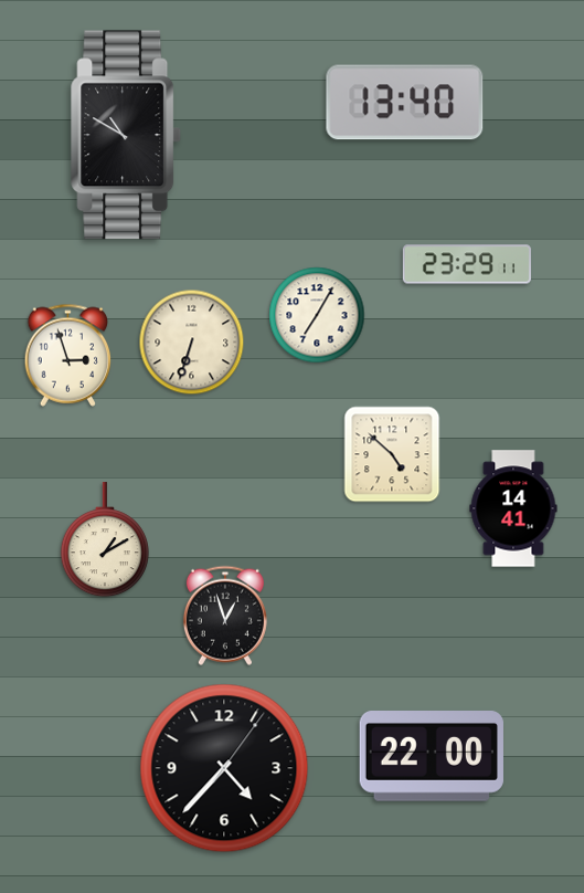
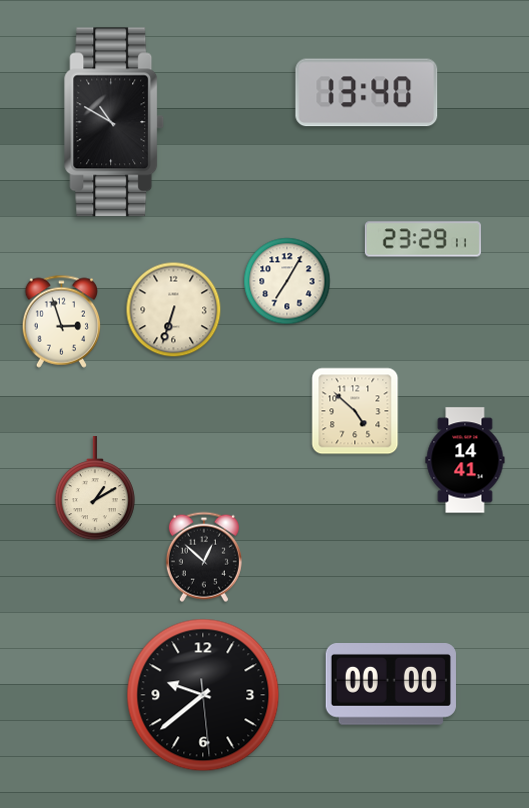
clock at (317, 315) position: (317, 315) -> (287, 281)
clock at (225, 616): 12:57 -> 12:52
clock at (432, 757): 22:00 -> 00:00
clock at (224, 768): 4:37 -> 9:38
